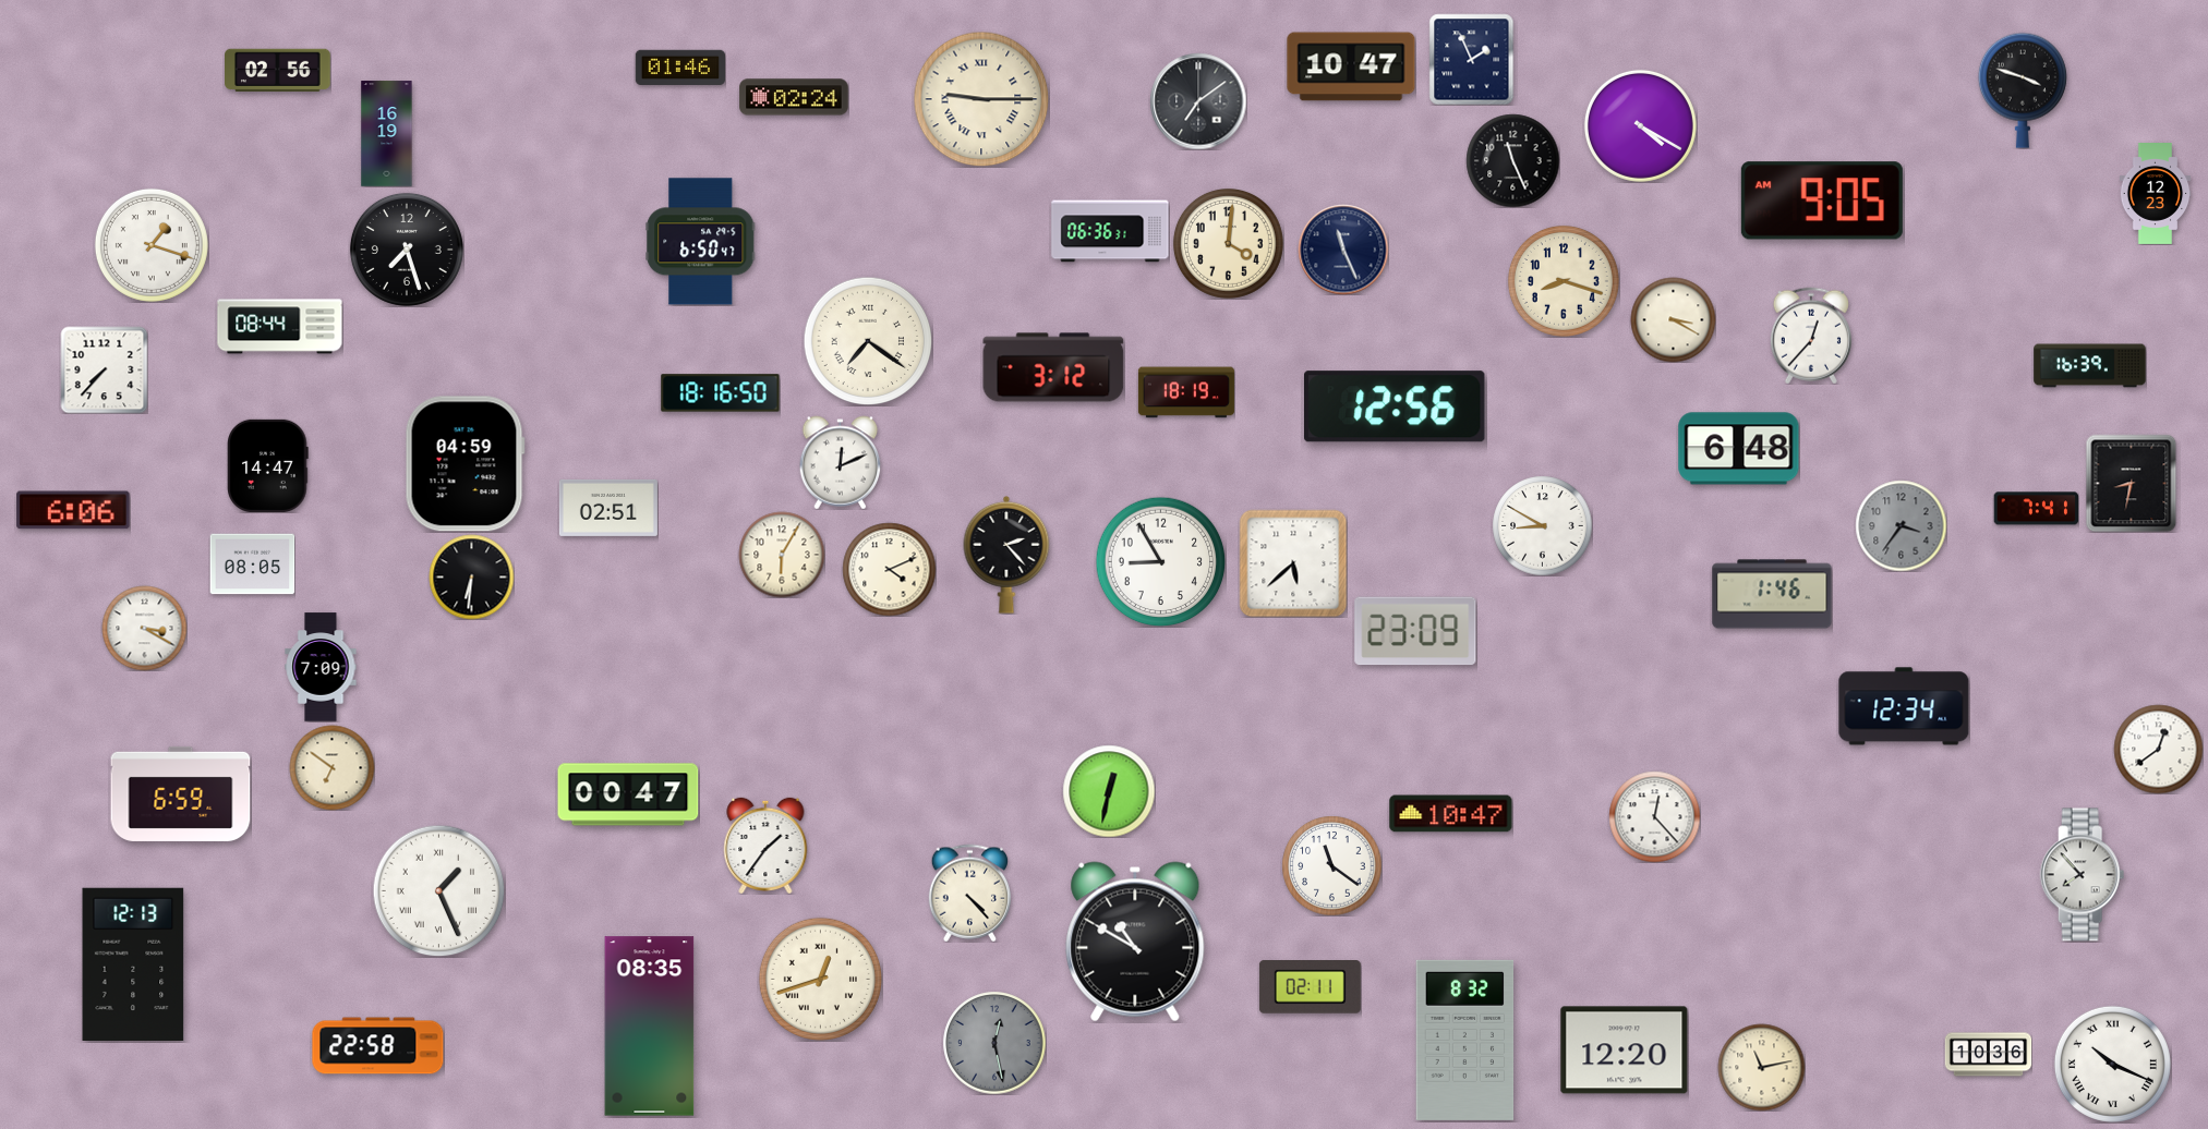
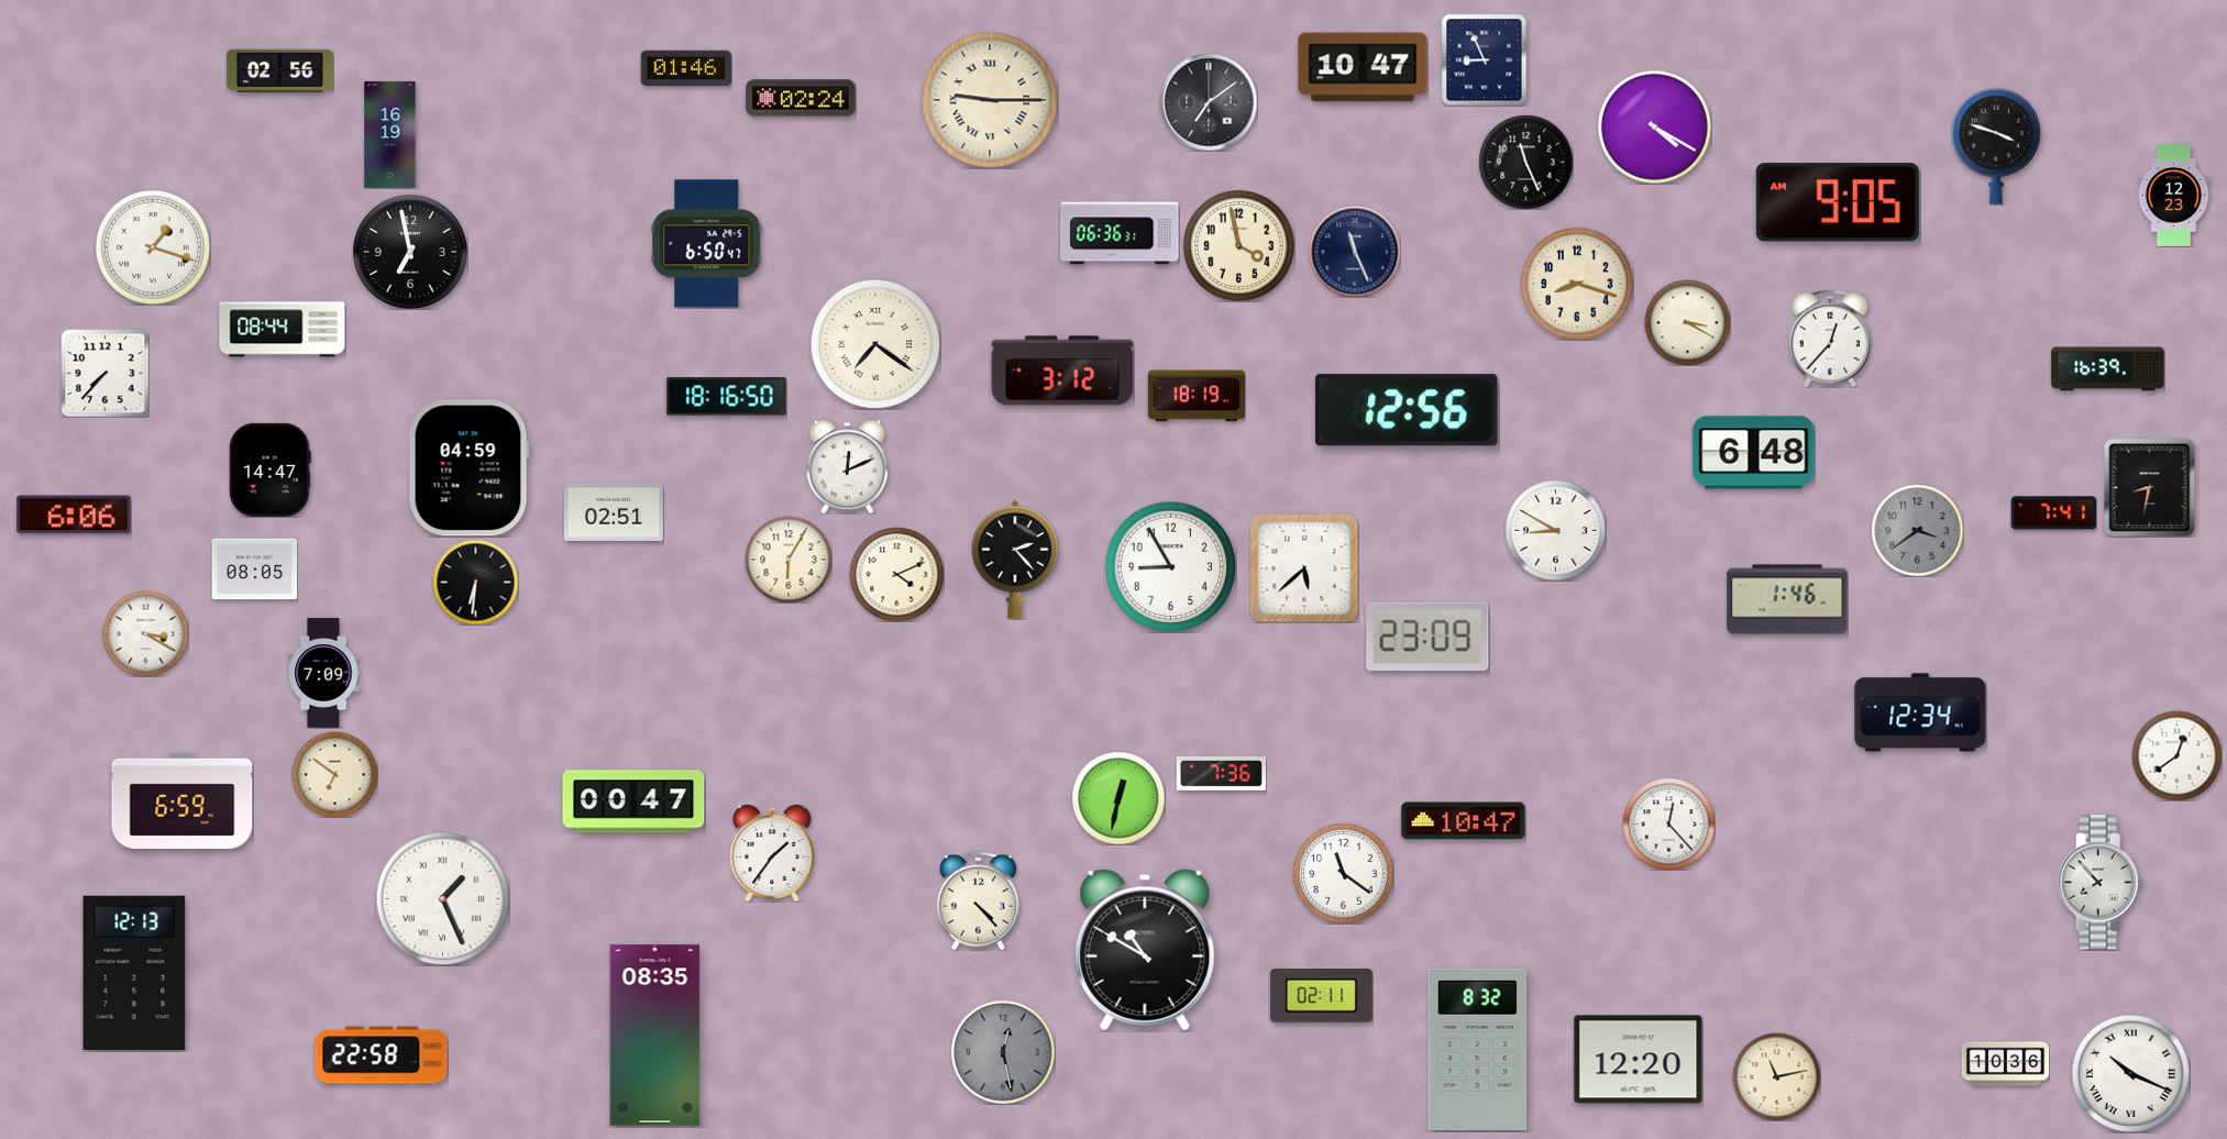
clock at (1472, 59): 1:56 -> 8:56
clock at (2023, 90) position: (2023, 90) -> (1996, 146)
clock at (1228, 243): 4:01 -> 3:58
clock at (407, 250): 7:27 -> 6:58
clock at (1811, 336) position: (1811, 336) -> (1830, 339)
clock at (1901, 525): 3:36 -> 3:39
clock at (1221, 774): none -> 7:36
clock at (820, 979): 12:42 -> none
